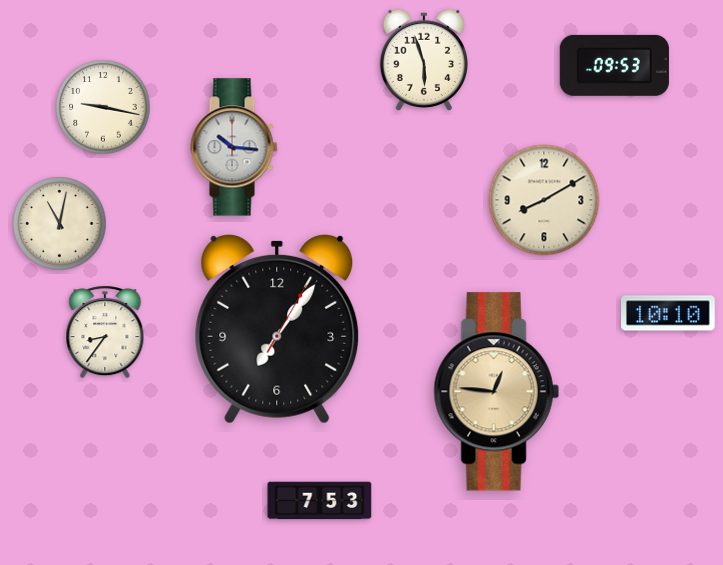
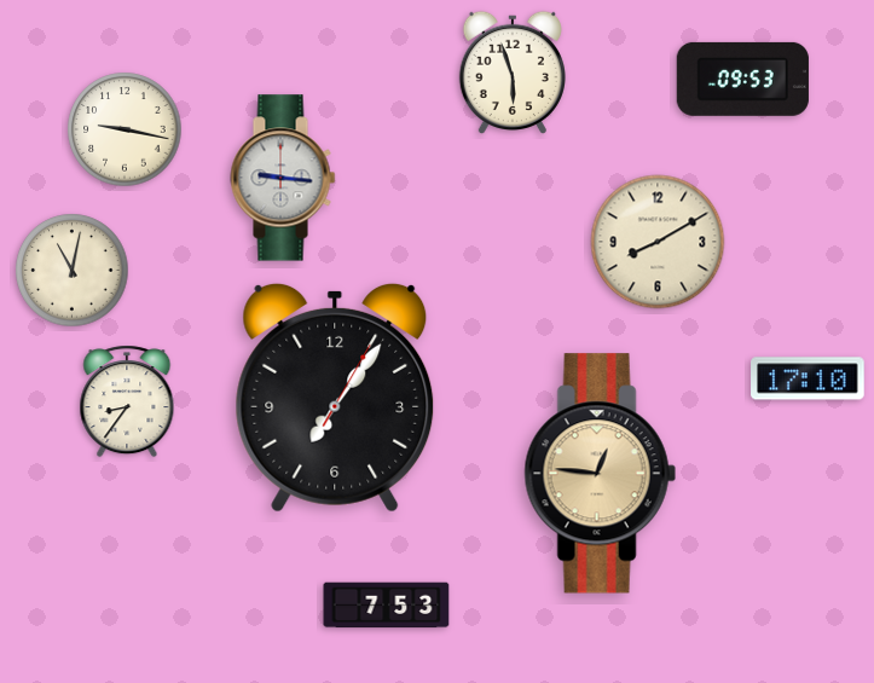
clock at (234, 147): 10:16 -> 9:16
clock at (668, 313): 10:10 -> 17:10
